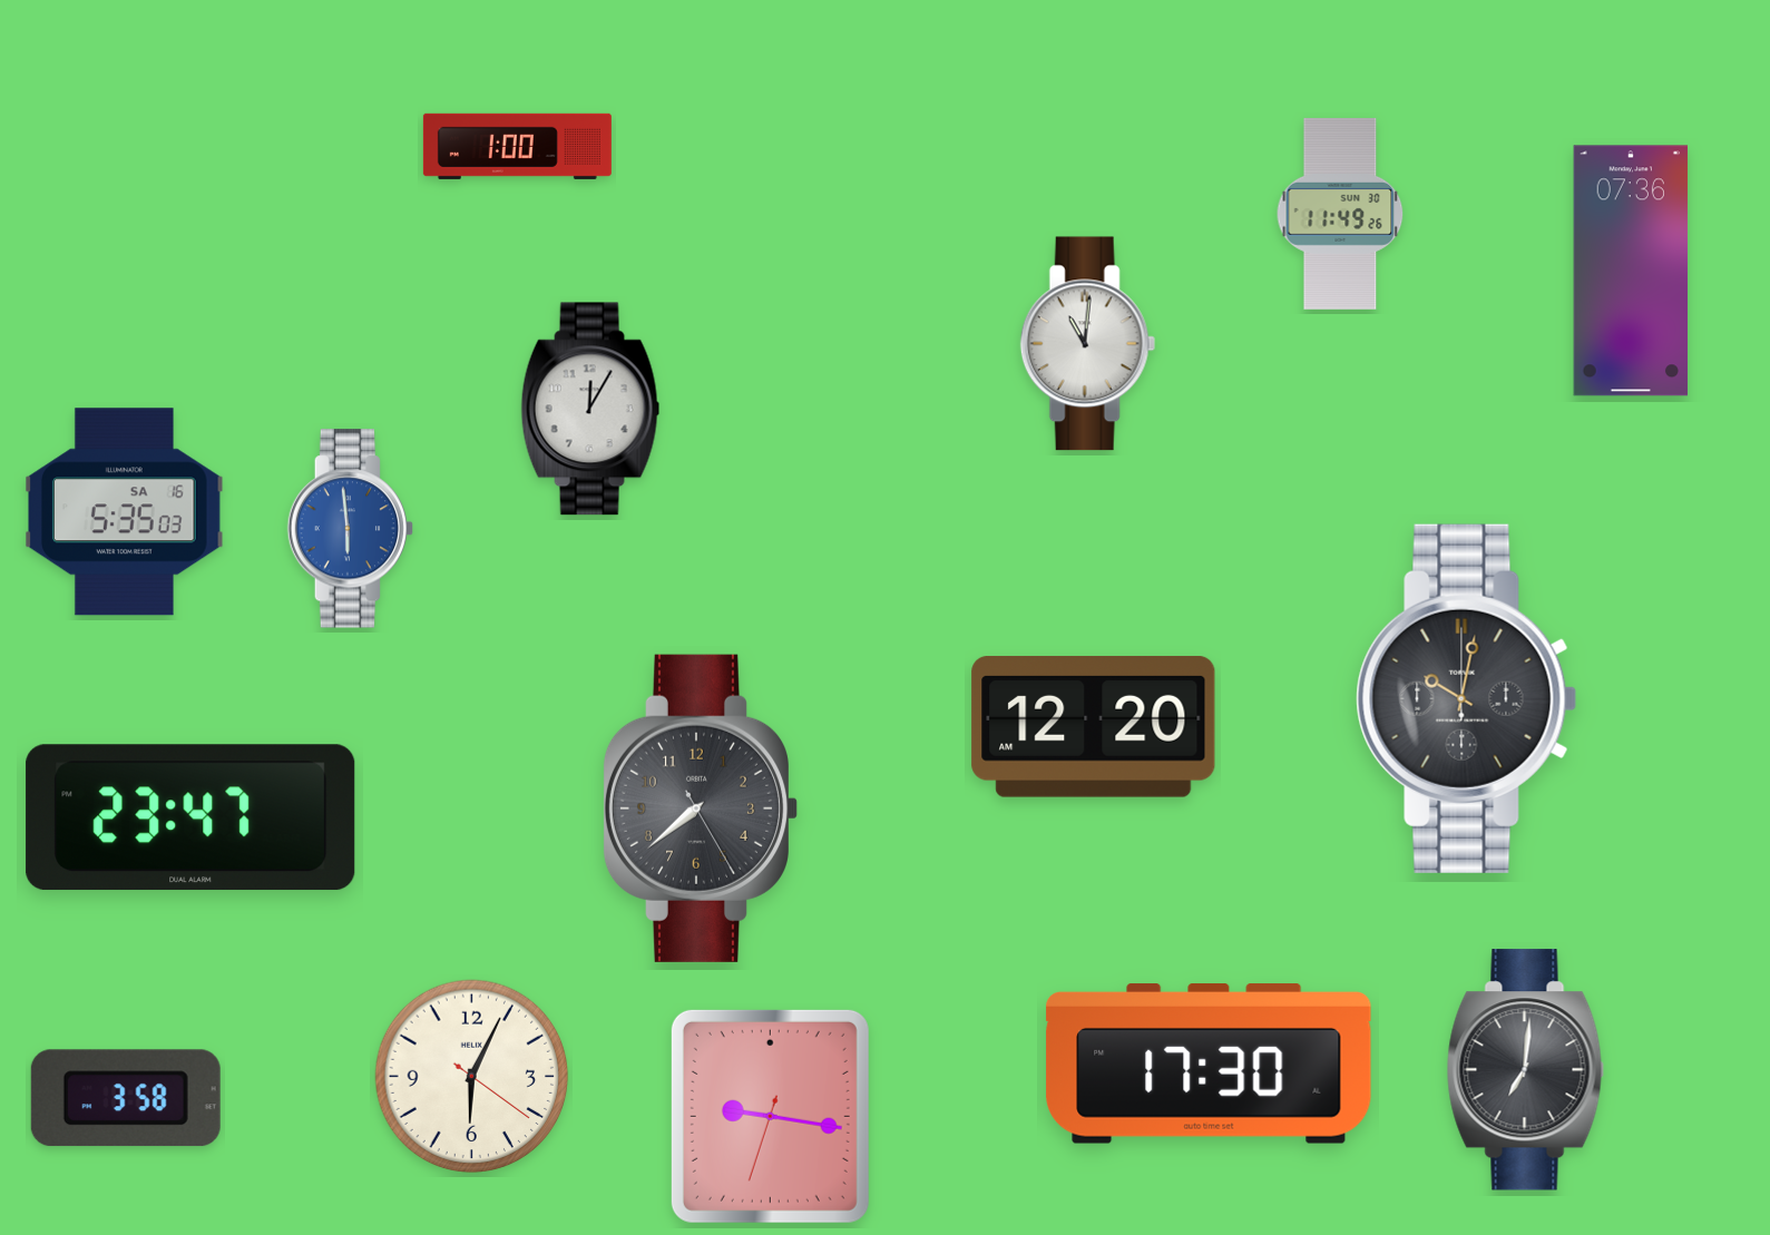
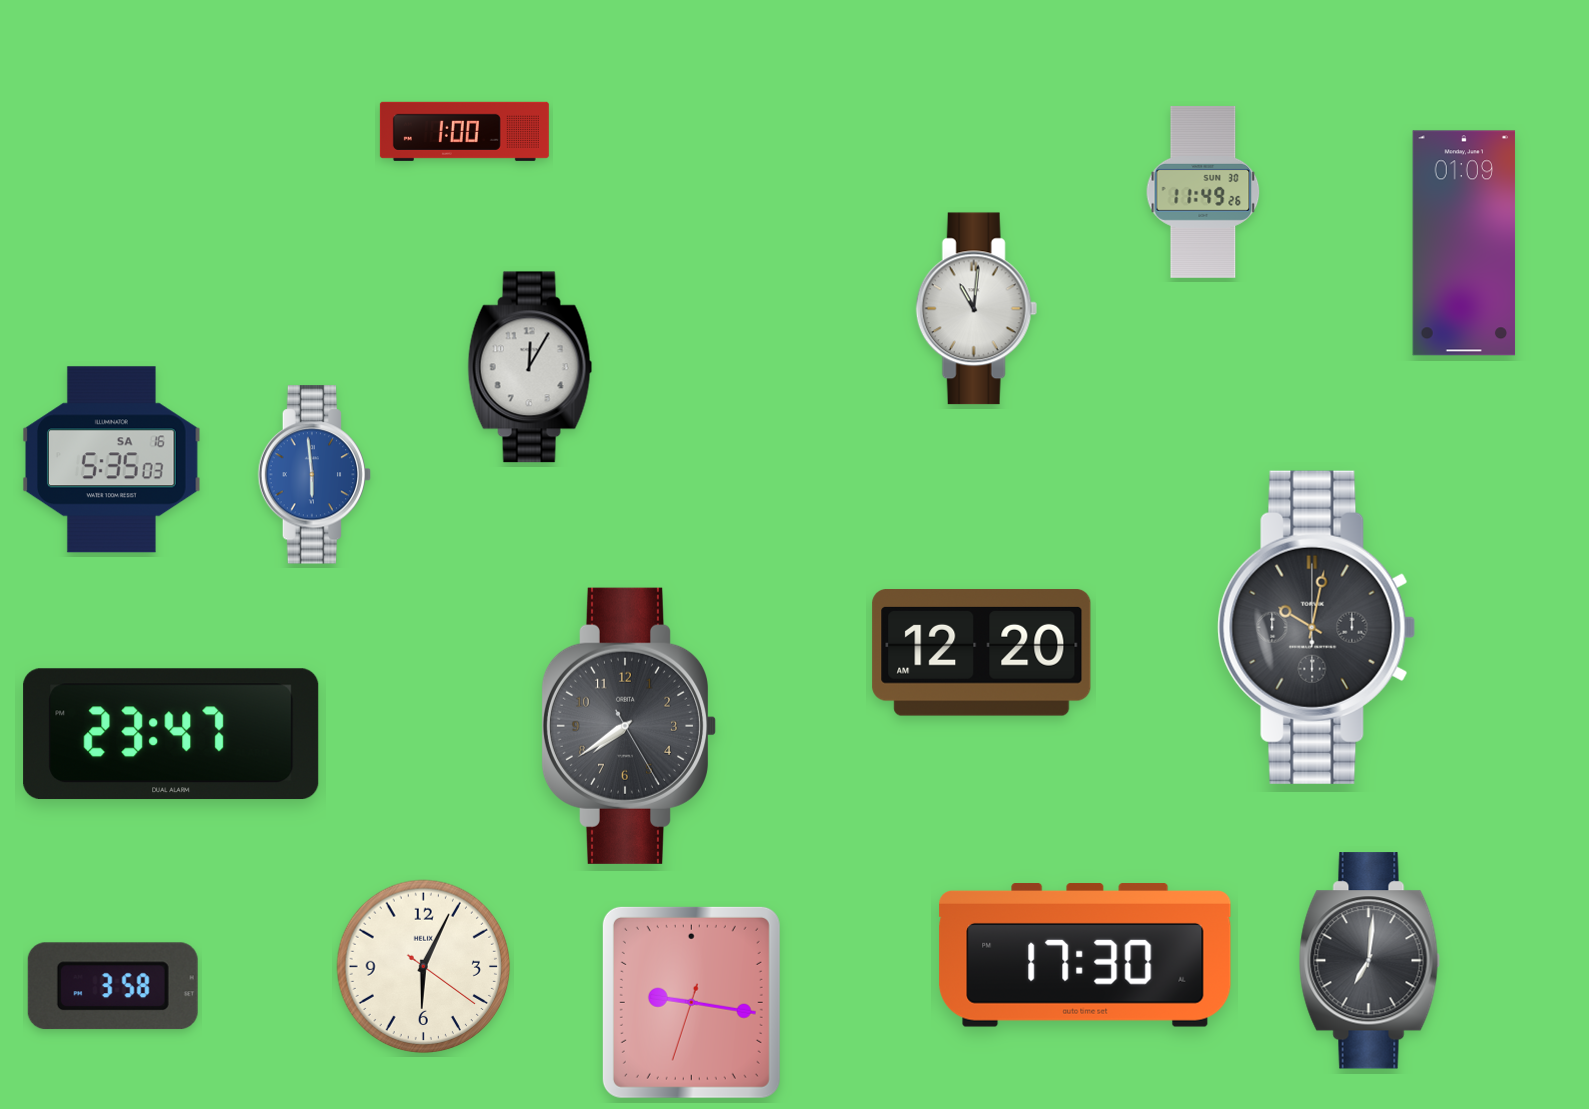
clock at (1631, 271): 07:36 -> 01:09
clock at (700, 808): 7:38 -> 7:39
